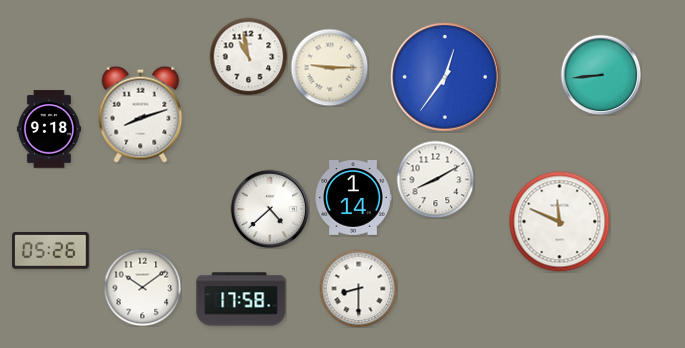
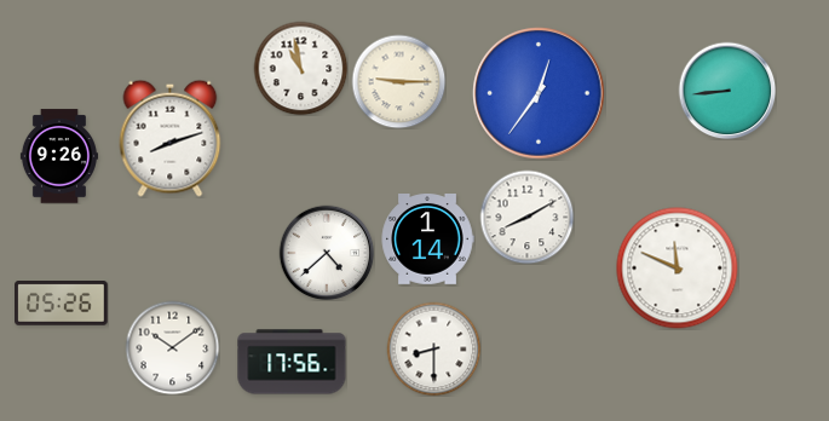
clock at (49, 129): 9:18 -> 9:26
clock at (241, 299): 17:58 -> 17:56
